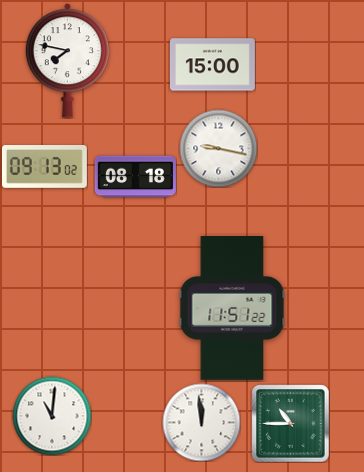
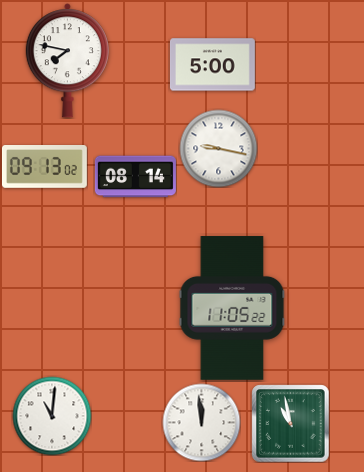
clock at (212, 65): 15:00 -> 5:00
clock at (135, 177): 08:18 -> 08:14
clock at (232, 308): 11:51 -> 11:05
clock at (290, 423): 10:45 -> 10:58
